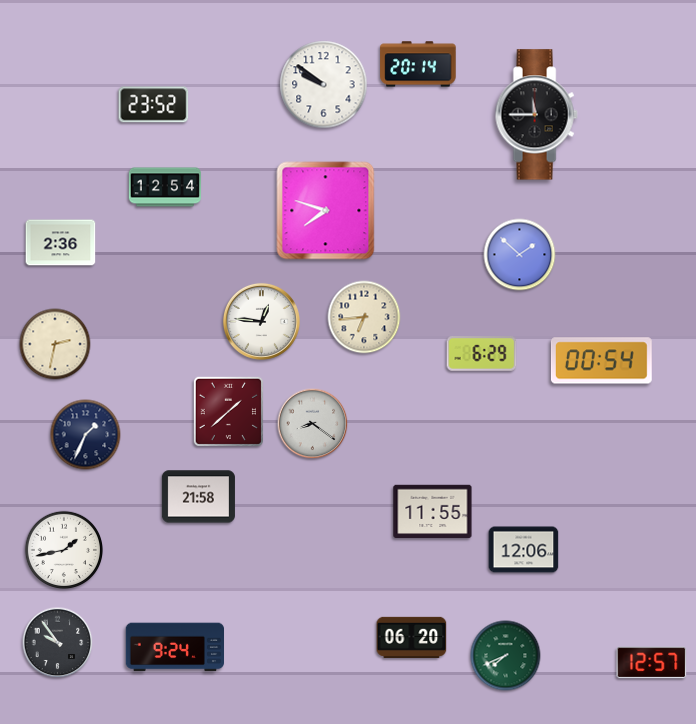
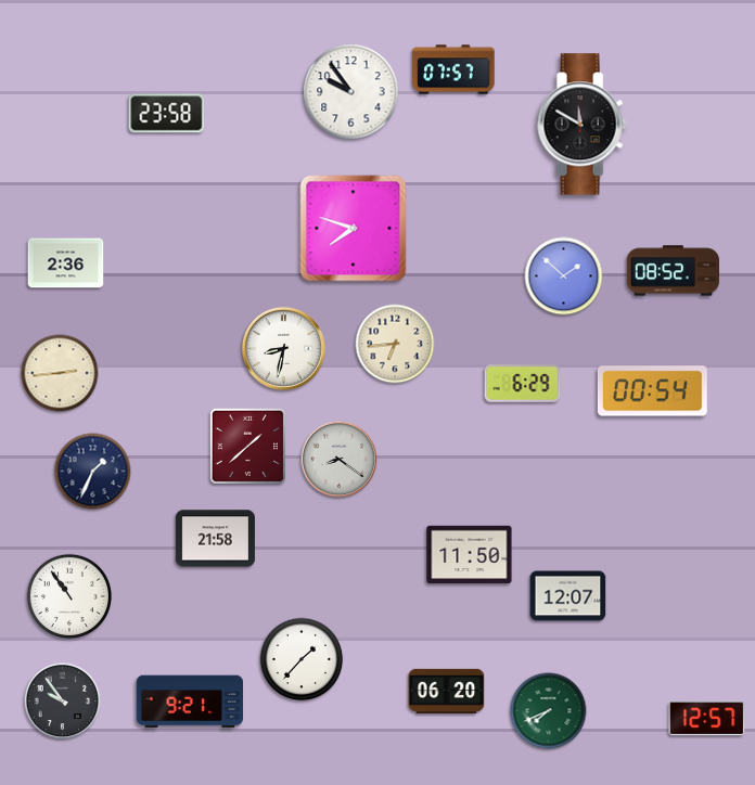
clock at (418, 64): 20:14 -> 07:57
clock at (324, 85): 9:51 -> 9:54
clock at (154, 105): 23:52 -> 23:58
clock at (536, 115): 11:45 -> 11:50
clock at (164, 187): 12:54 -> none
clock at (673, 271): none -> 08:52
clock at (261, 321): 12:46 -> 8:32
clock at (55, 344): 2:32 -> 2:44
clock at (433, 512): 11:55 -> 11:50
clock at (63, 549): 1:43 -> 10:54
clock at (524, 550): 12:06 -> 12:07
clock at (302, 659): none -> 1:37
clock at (58, 643) position: (58, 643) -> (63, 702)
clock at (175, 647): 9:24 -> 9:21
